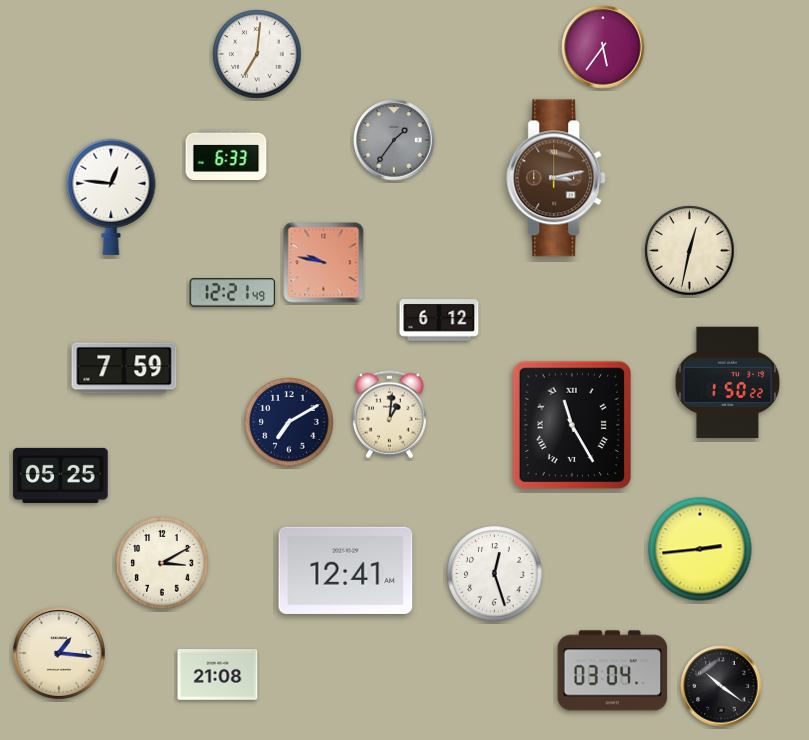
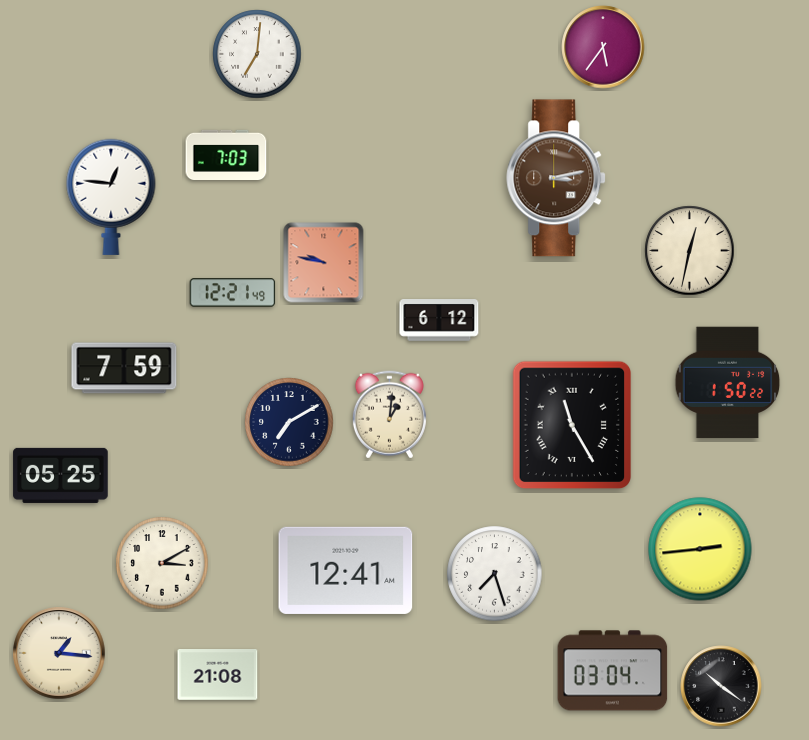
clock at (394, 140): 1:36 -> none
clock at (226, 154): 6:33 -> 7:03
clock at (495, 574): 12:27 -> 7:27
